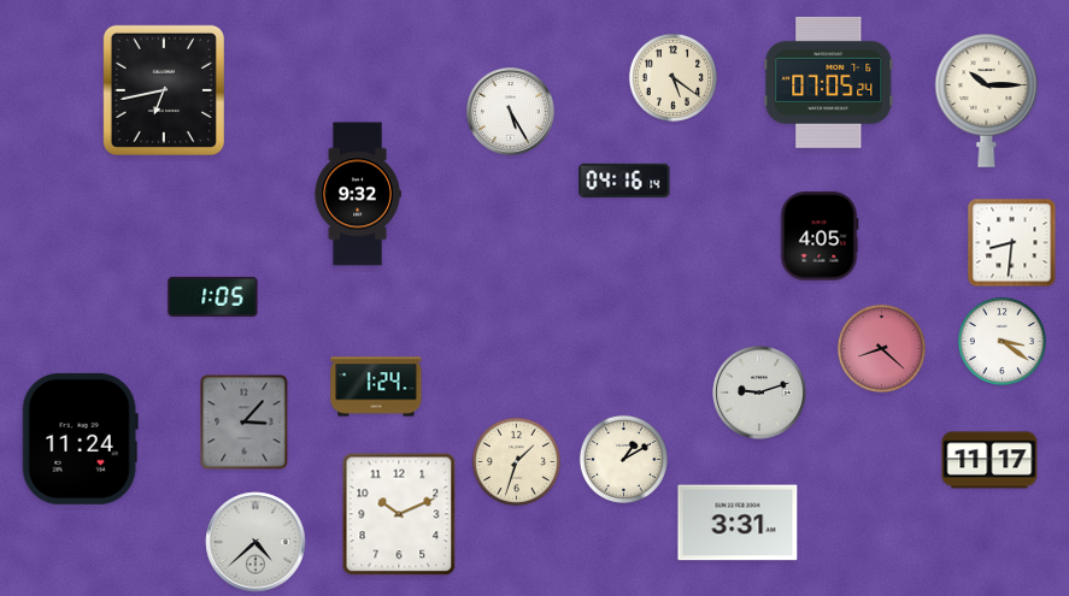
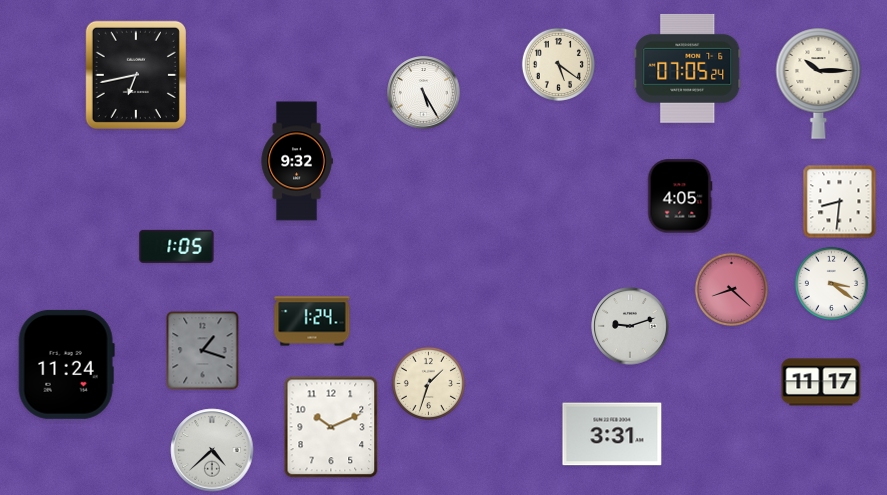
clock at (624, 181): 04:16 -> none
clock at (245, 423): 3:07 -> 1:18
clock at (623, 459): 1:10 -> none
